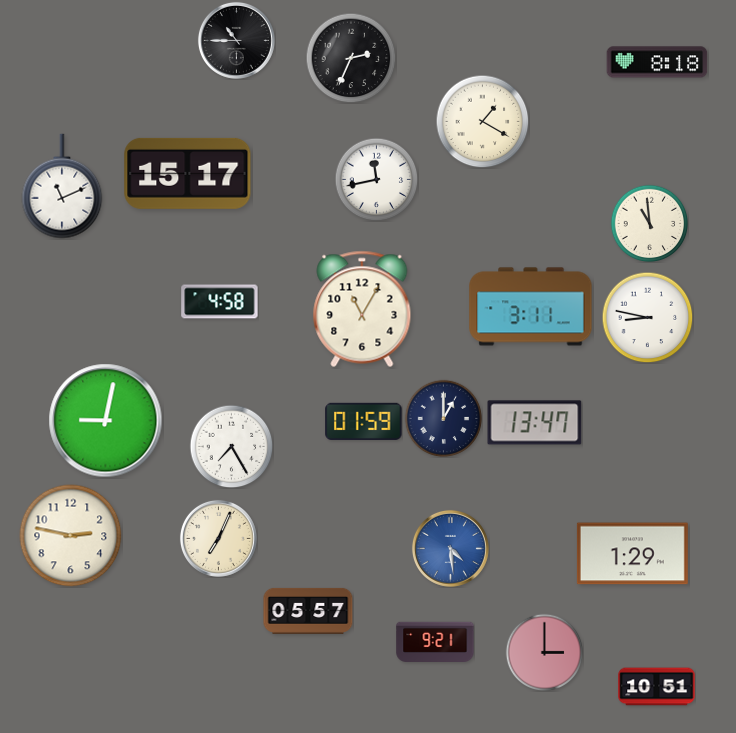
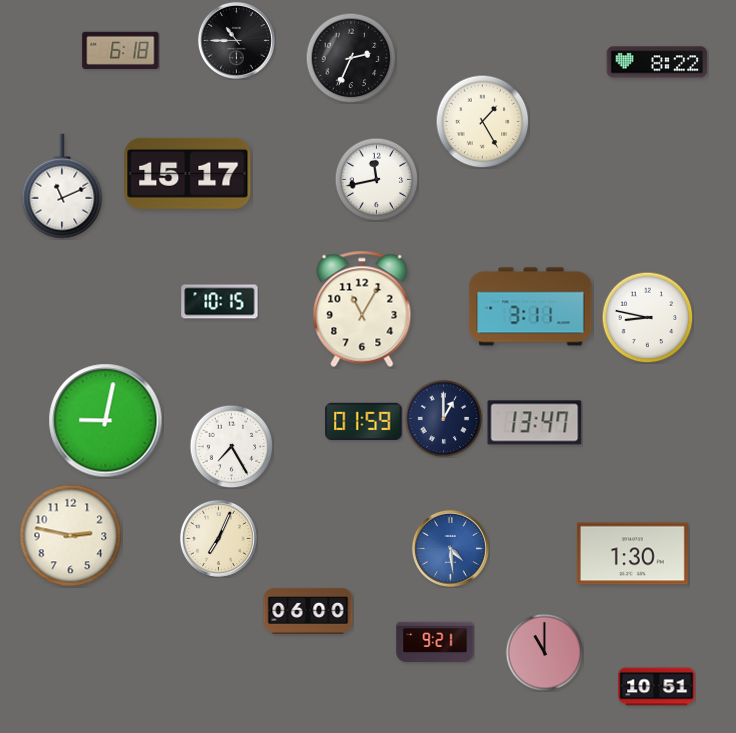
clock at (121, 50): none -> 6:18
clock at (657, 62): 8:18 -> 8:22
clock at (482, 121): 1:20 -> 1:25
clock at (649, 223): 10:59 -> none
clock at (220, 302): 4:58 -> 10:15
clock at (632, 554): 1:29 -> 1:30
clock at (308, 611): 05:57 -> 06:00
clock at (544, 652): 3:00 -> 11:00
